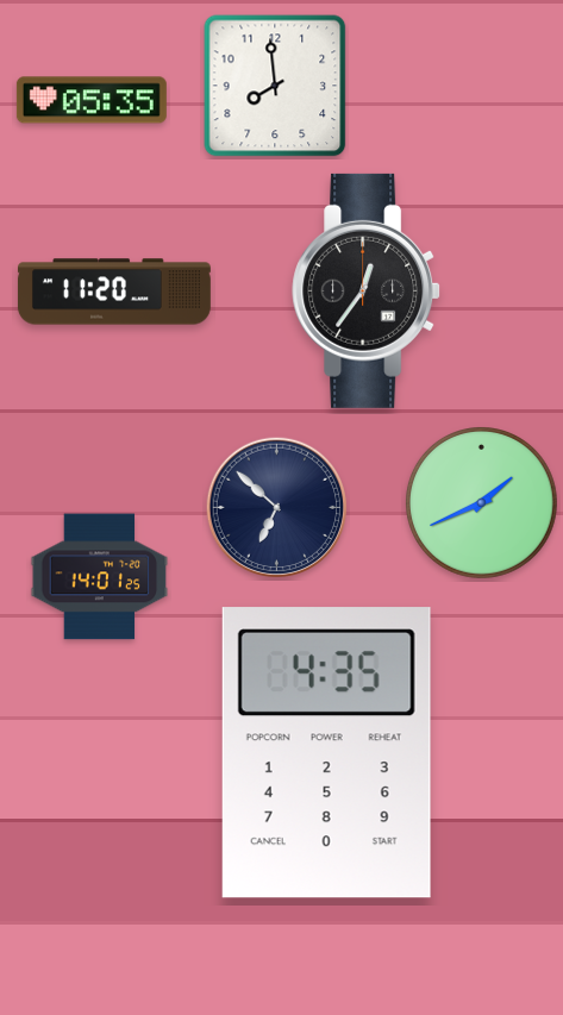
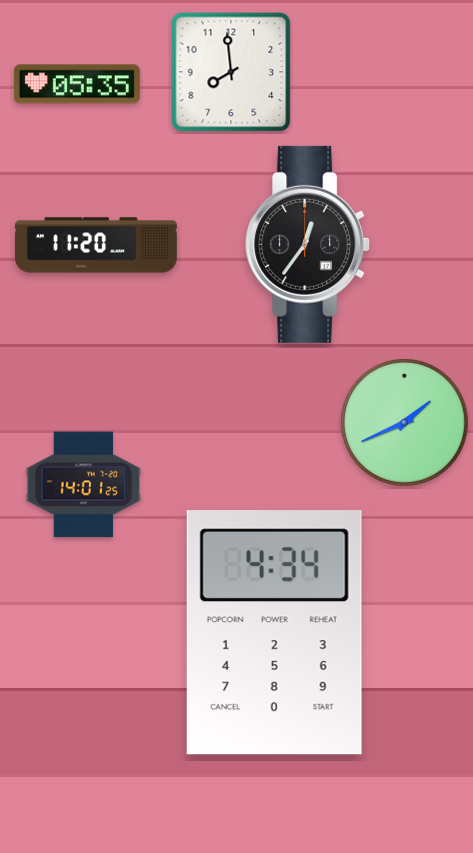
clock at (277, 508): 6:52 -> none
clock at (326, 753): 4:35 -> 4:34
